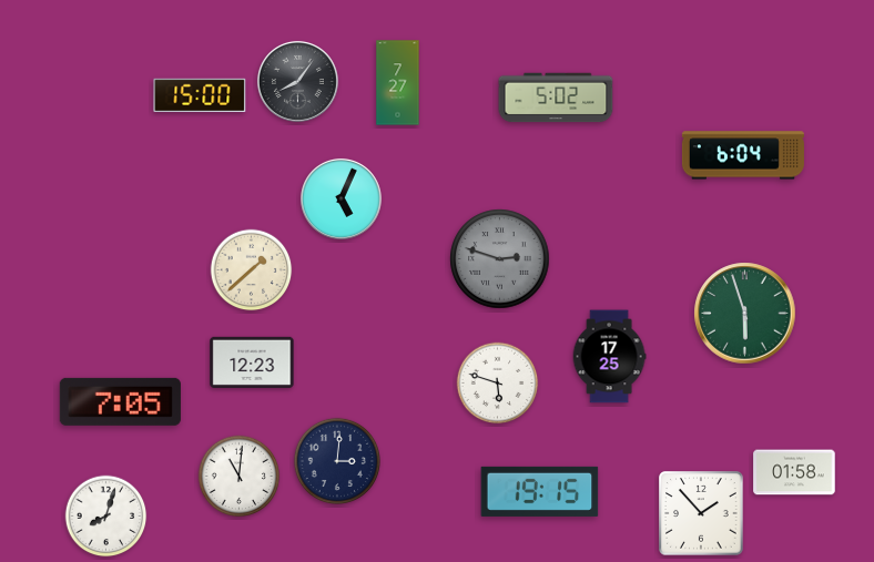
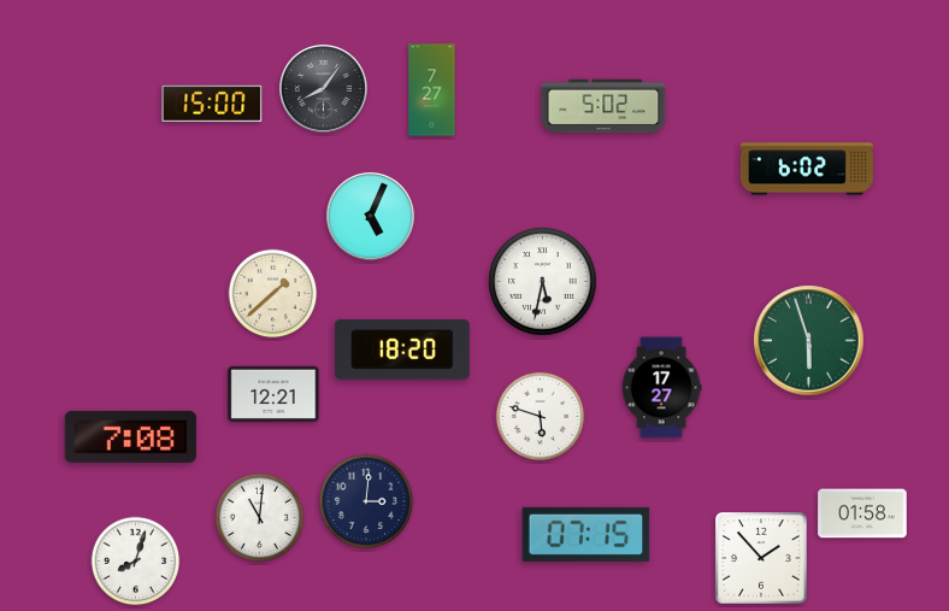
clock at (200, 94) position: (200, 94) -> (212, 102)
clock at (743, 155): 6:04 -> 6:02
clock at (500, 259): 2:48 -> 5:32
clock at (500, 259) dial: grey -> white
clock at (402, 351): none -> 18:20
clock at (609, 357): 17:25 -> 17:27
clock at (252, 362): 12:23 -> 12:21
clock at (120, 401): 7:05 -> 7:08
clock at (540, 491): 19:15 -> 07:15
clock at (106, 517) position: (106, 517) -> (136, 562)
